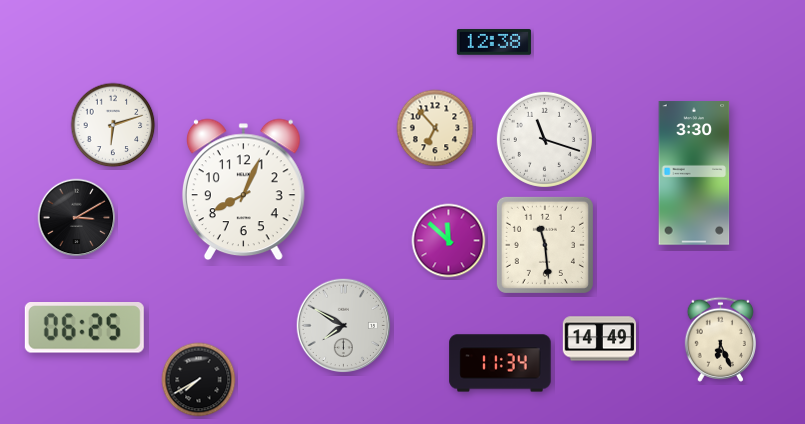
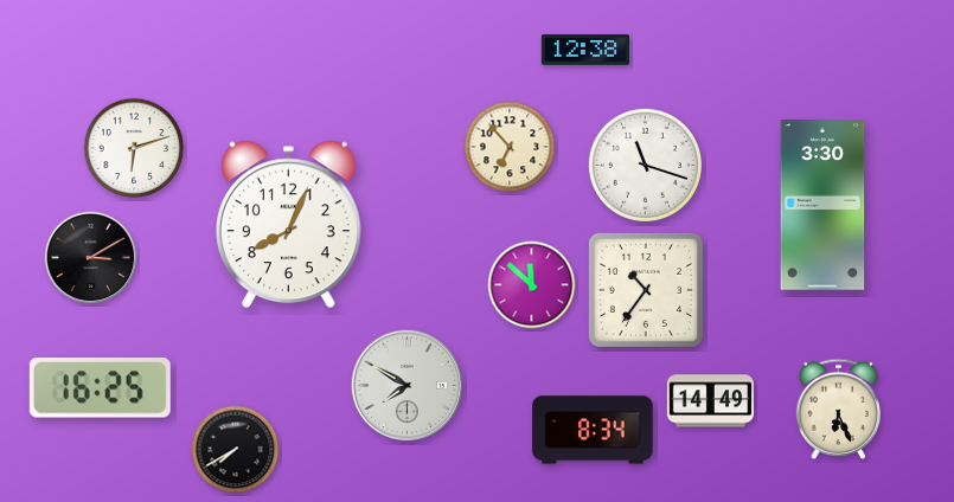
clock at (435, 128) position: (435, 128) -> (510, 147)
clock at (545, 245): 11:29 -> 10:36
clock at (84, 328): 06:25 -> 16:25
clock at (720, 339) position: (720, 339) -> (838, 408)
clock at (500, 363): 11:34 -> 8:34
